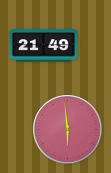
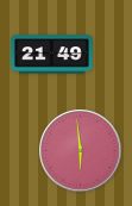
clock at (68, 130) position: (68, 130) -> (81, 151)
